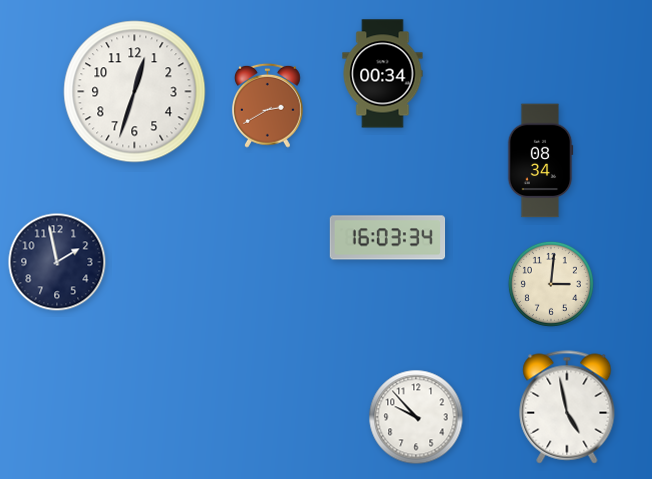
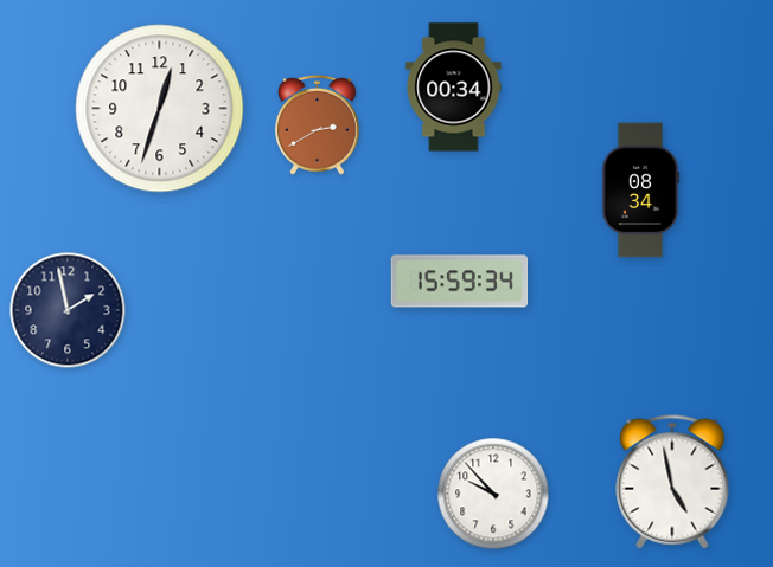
clock at (388, 238): 16:03 -> 15:59
clock at (551, 284): 3:01 -> none
